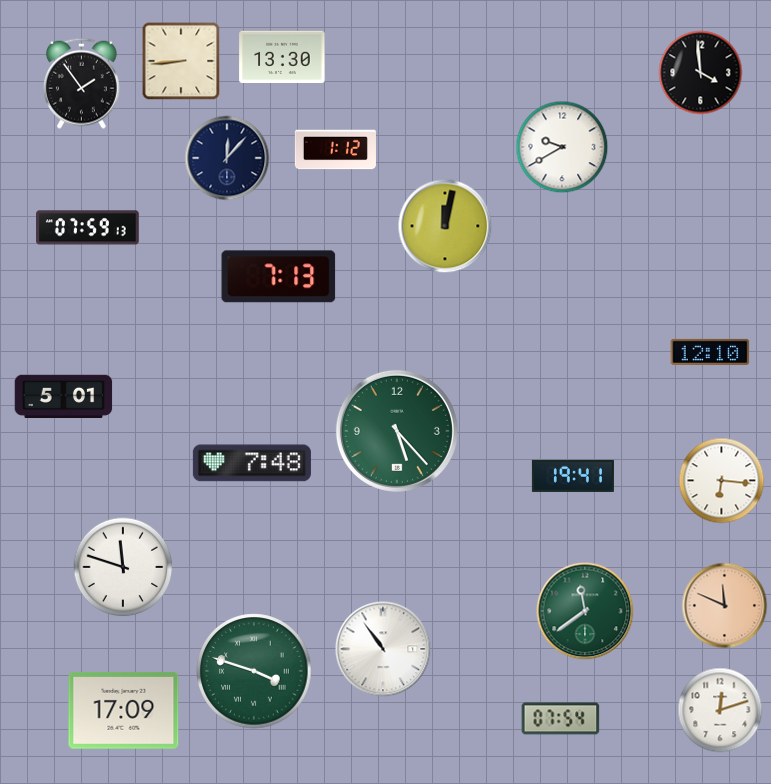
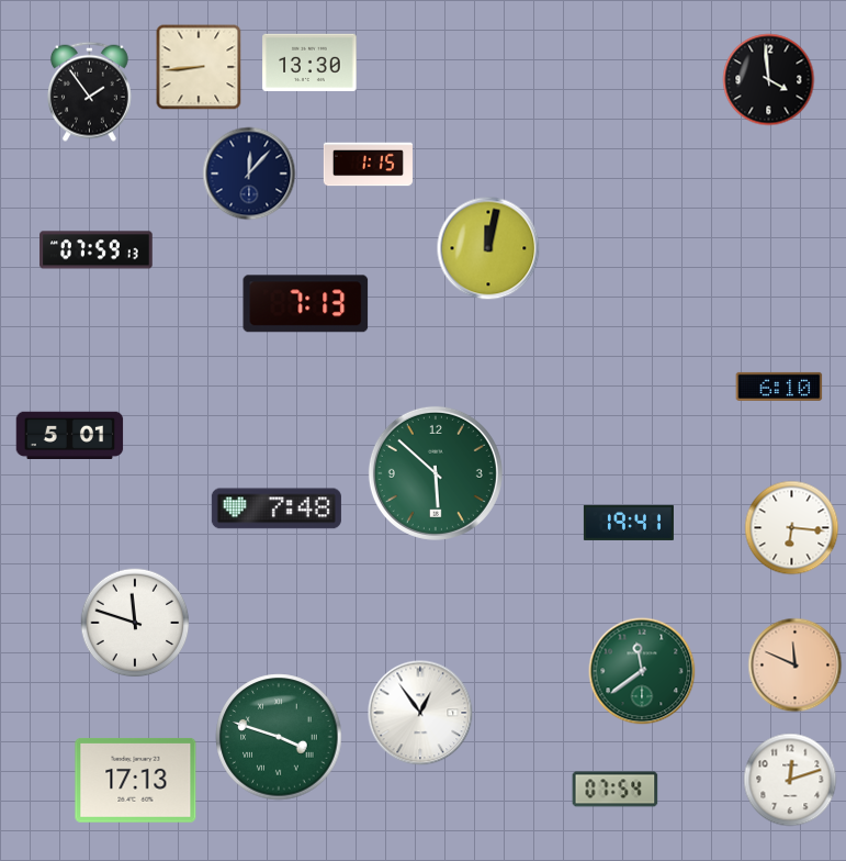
clock at (562, 147): 9:40 -> none
clock at (335, 150): 1:12 -> 1:15
clock at (710, 352): 12:10 -> 6:10
clock at (397, 431): 5:23 -> 5:52
clock at (383, 649): 10:54 -> 12:54
clock at (124, 710): 17:09 -> 17:13
